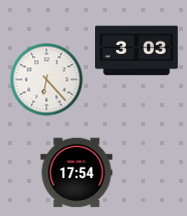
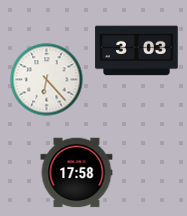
clock at (77, 173): 17:54 -> 17:58
